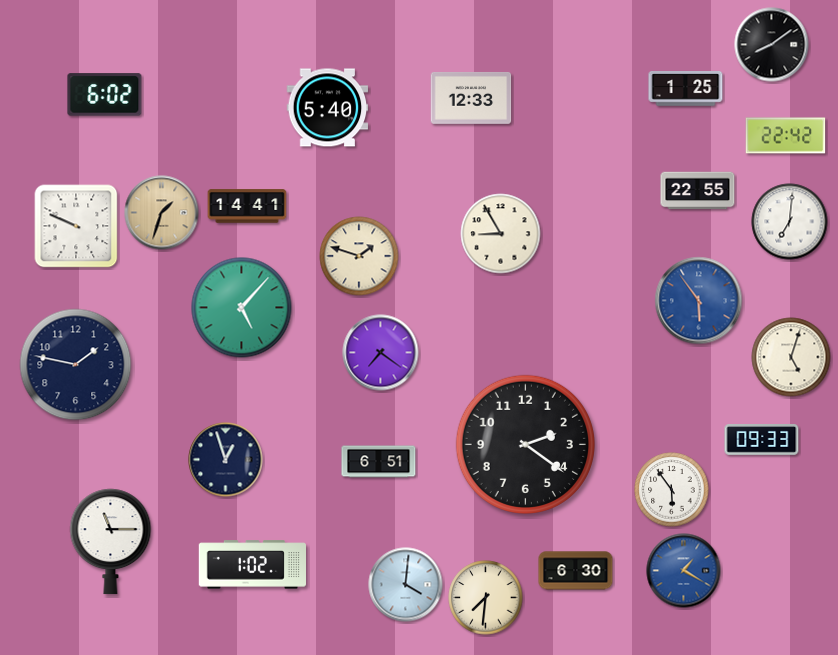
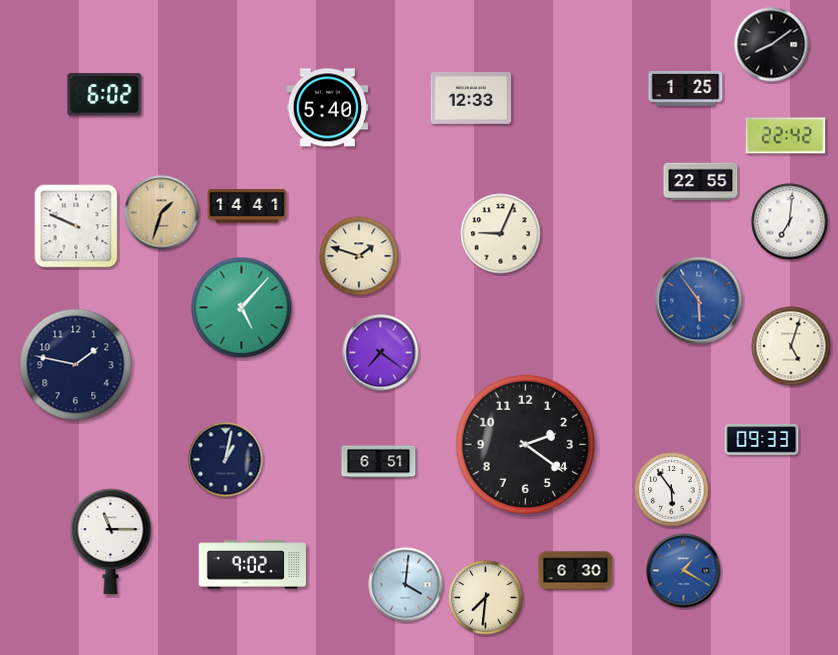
clock at (698, 191) position: (698, 191) -> (701, 182)
clock at (501, 234): 8:55 -> 9:04
clock at (791, 357) position: (791, 357) -> (791, 346)
clock at (226, 460): 12:57 -> 1:02
clock at (252, 565): 1:02 -> 9:02
